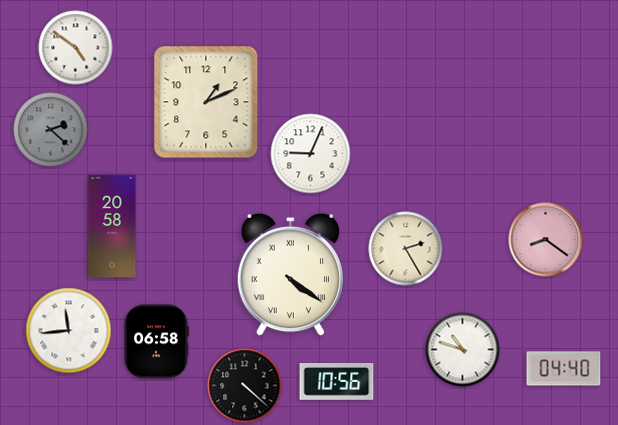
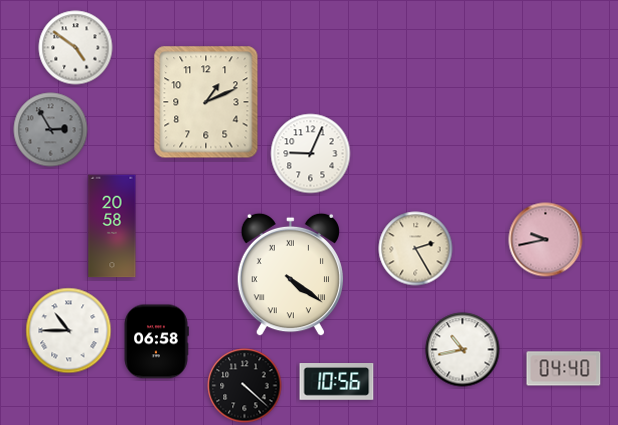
clock at (51, 130): 2:22 -> 2:55
clock at (546, 240): 8:21 -> 9:43
clock at (406, 249) position: (406, 249) -> (416, 249)
clock at (69, 331): 11:44 -> 10:45
clock at (463, 350): 10:48 -> 10:43
